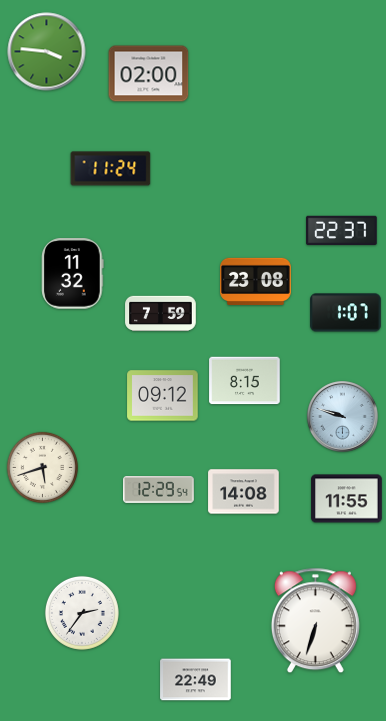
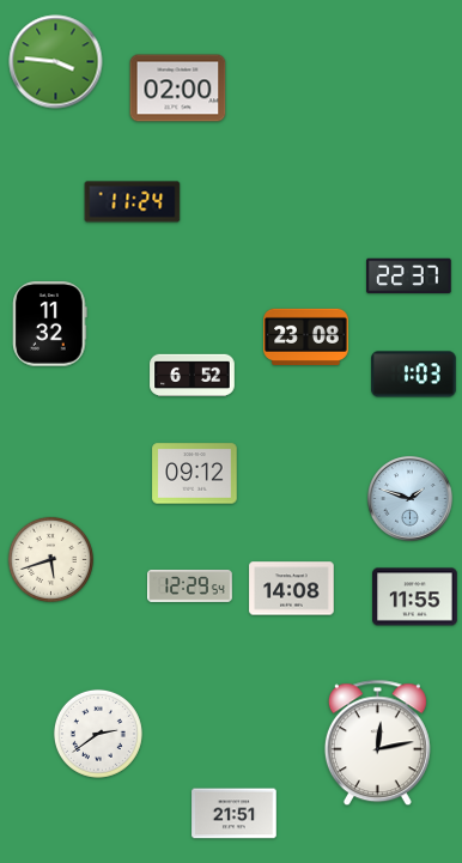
clock at (73, 274) position: (73, 274) -> (50, 324)
clock at (346, 313): 1:07 -> 1:03
clock at (161, 314): 7:59 -> 6:52
clock at (245, 381): 8:15 -> none
clock at (343, 417): 9:48 -> 1:48
clock at (82, 613): 2:36 -> 2:39
clock at (315, 621): 6:33 -> 12:13
clock at (196, 680): 22:49 -> 21:51
